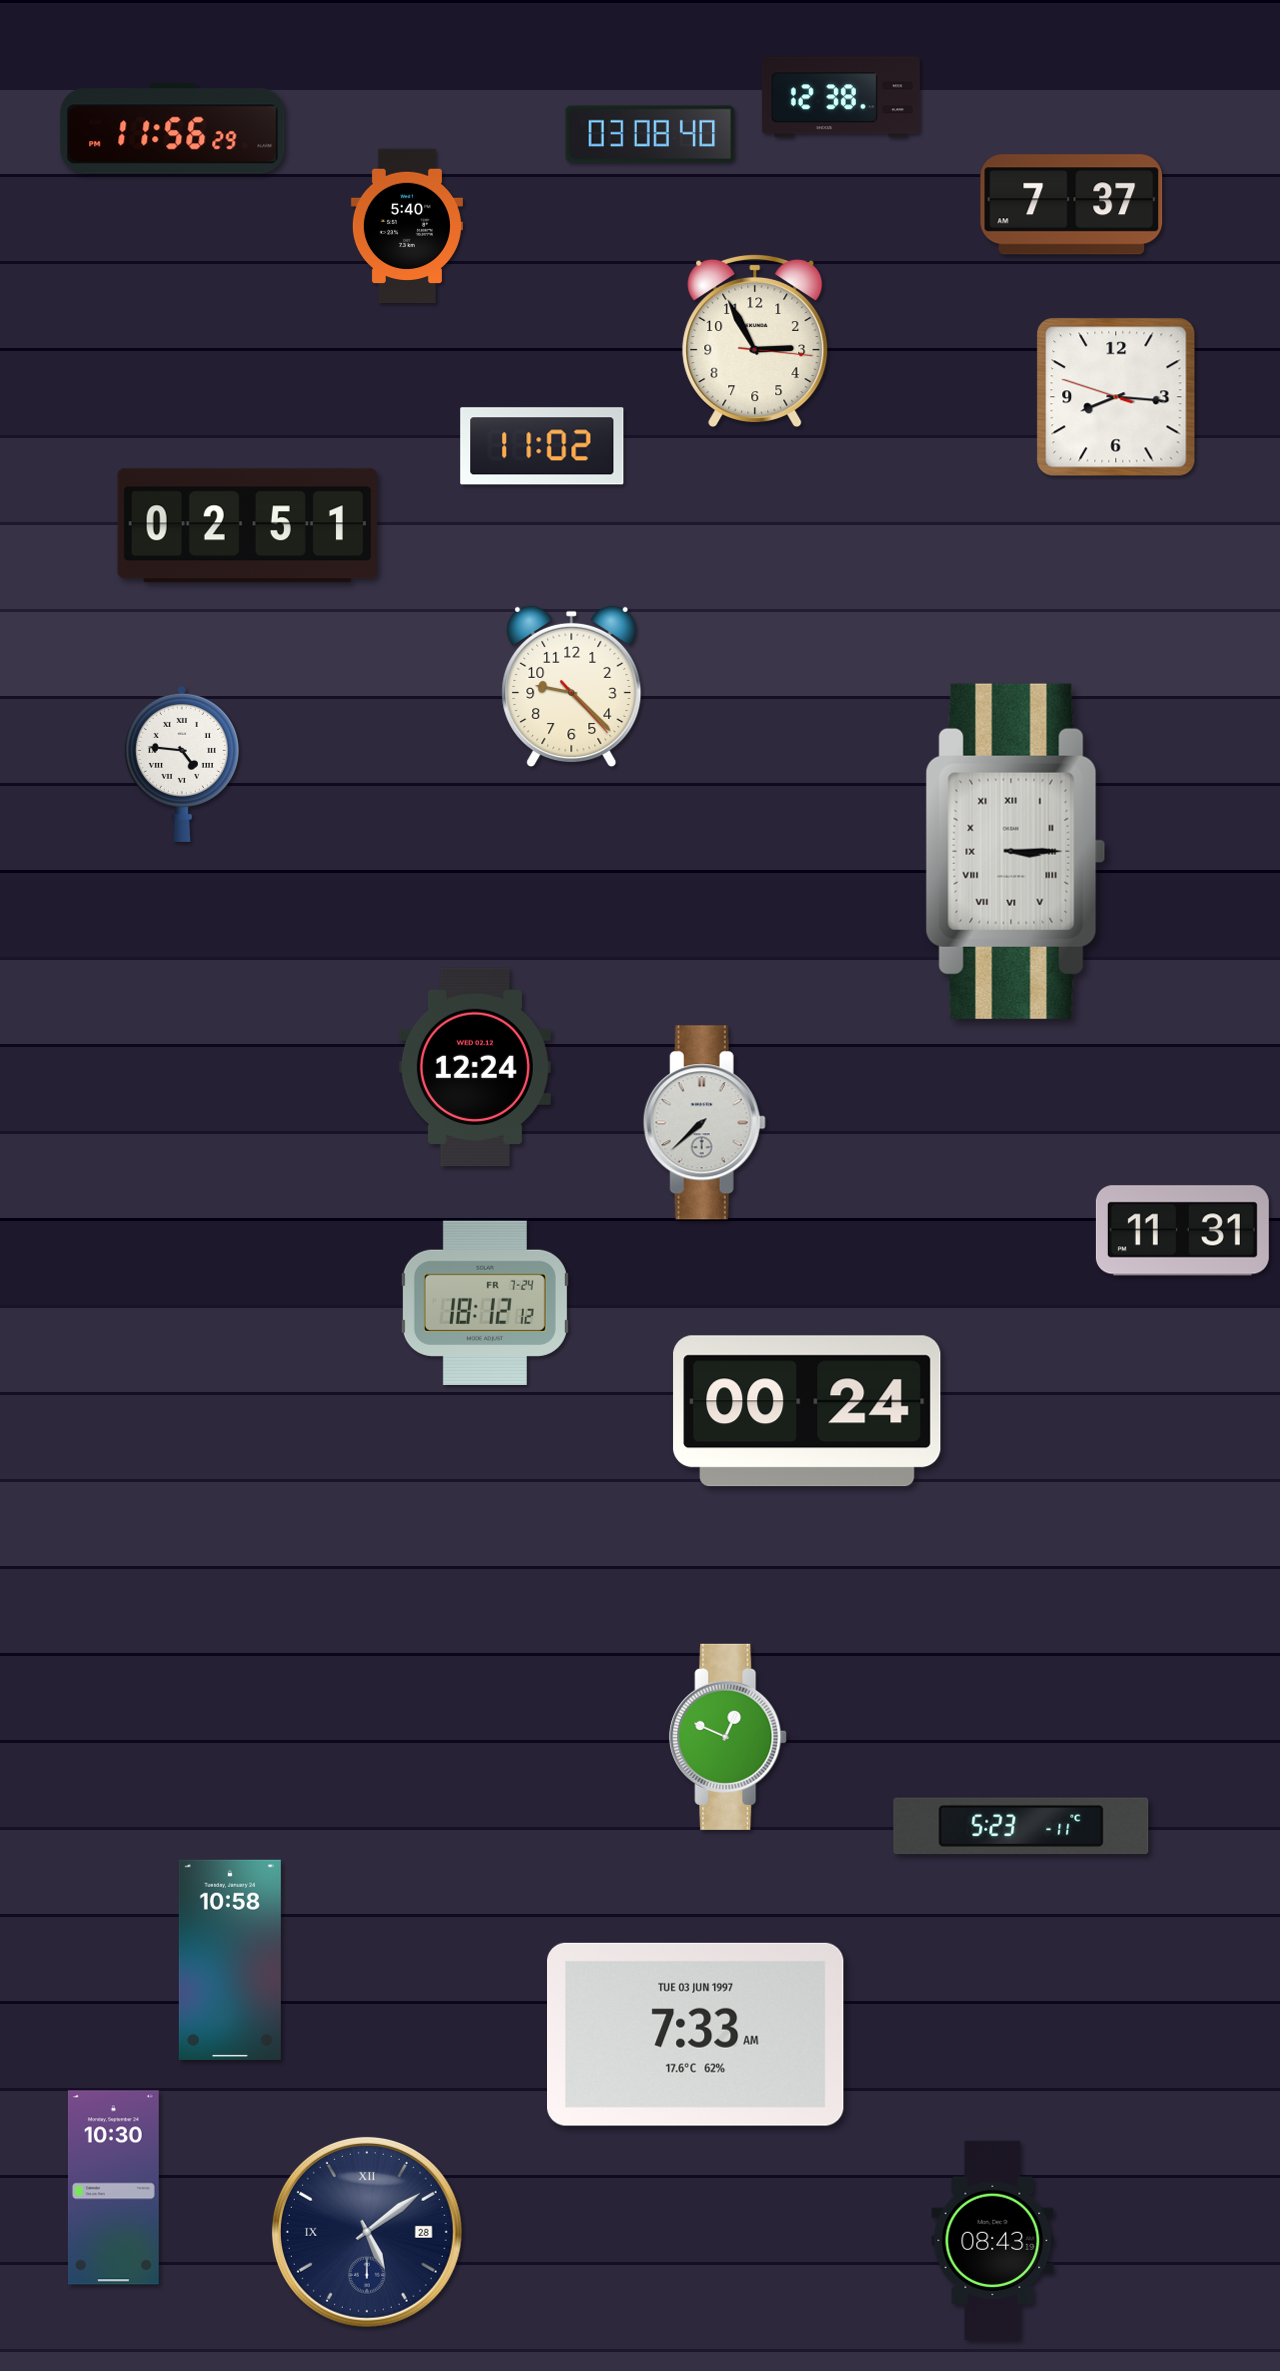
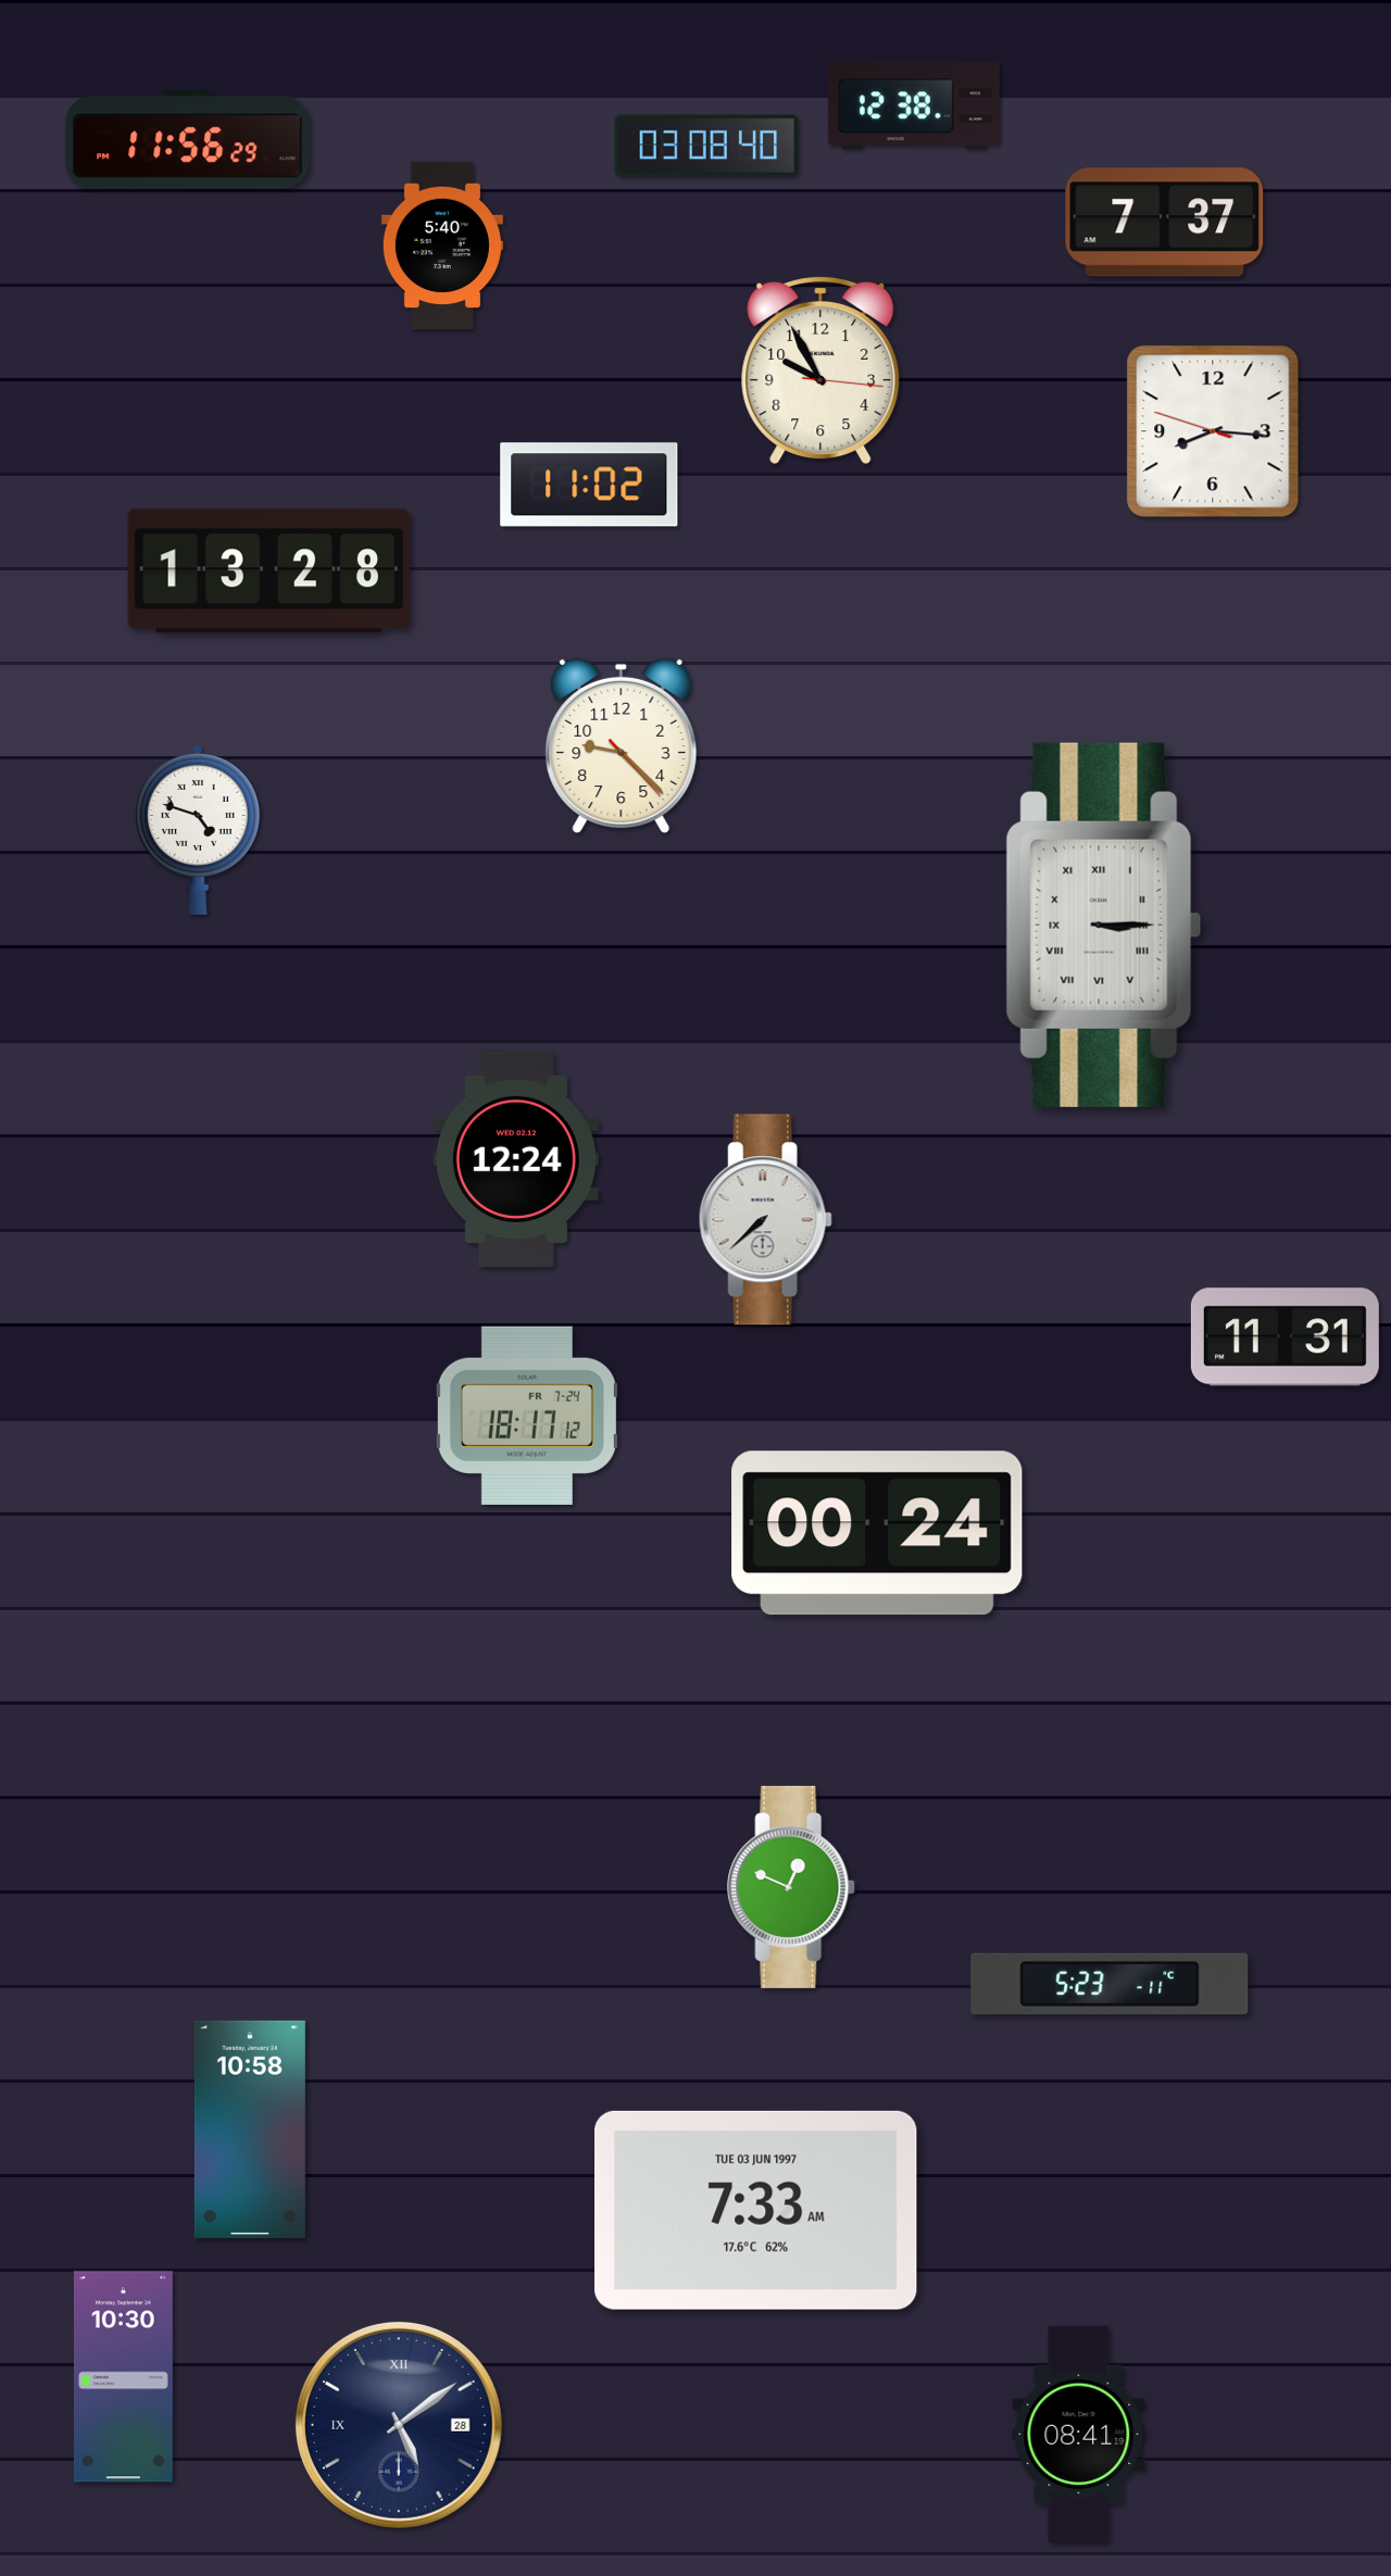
clock at (755, 341): 2:55 -> 9:55
clock at (247, 526): 02:51 -> 13:28
clock at (182, 763): 4:46 -> 4:48
clock at (485, 1303): 18:12 -> 18:17
clock at (993, 2241): 08:43 -> 08:41
